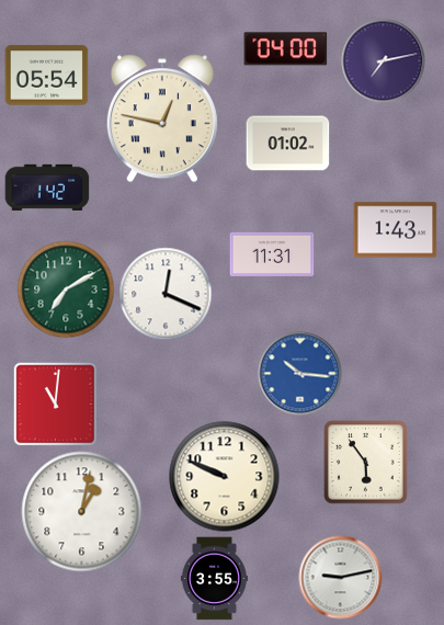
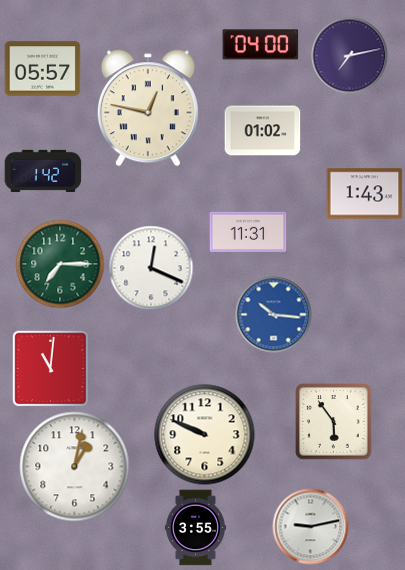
clock at (47, 76): 05:54 -> 05:57
clock at (396, 230) position: (396, 230) -> (365, 194)
clock at (66, 289): 7:10 -> 7:15
clock at (300, 374) position: (300, 374) -> (274, 315)
